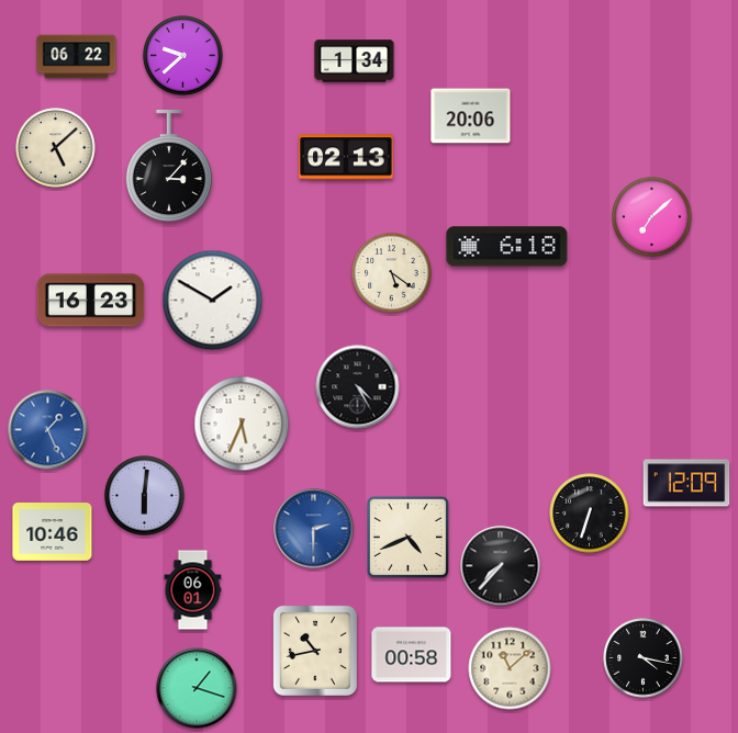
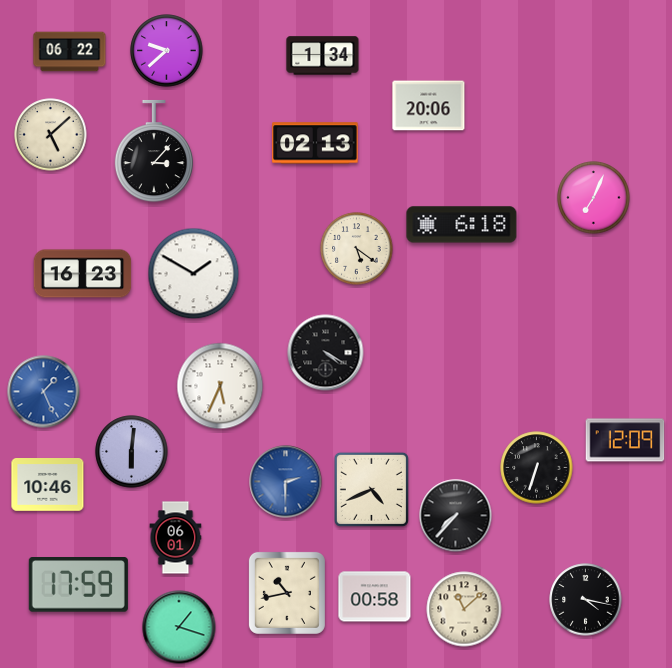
clock at (652, 217): 7:08 -> 7:04
clock at (358, 387): 4:25 -> 4:20
clock at (78, 585): none -> 17:59
